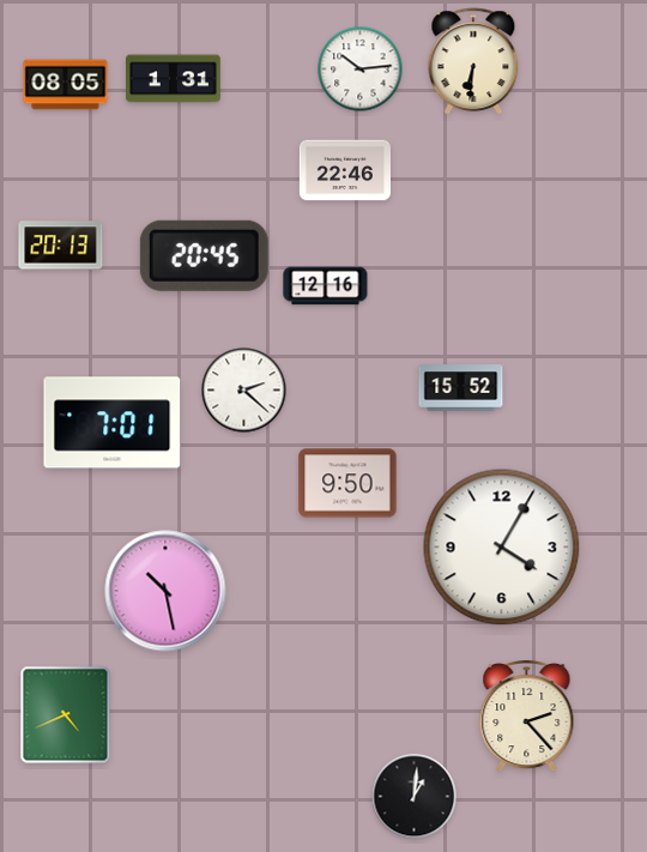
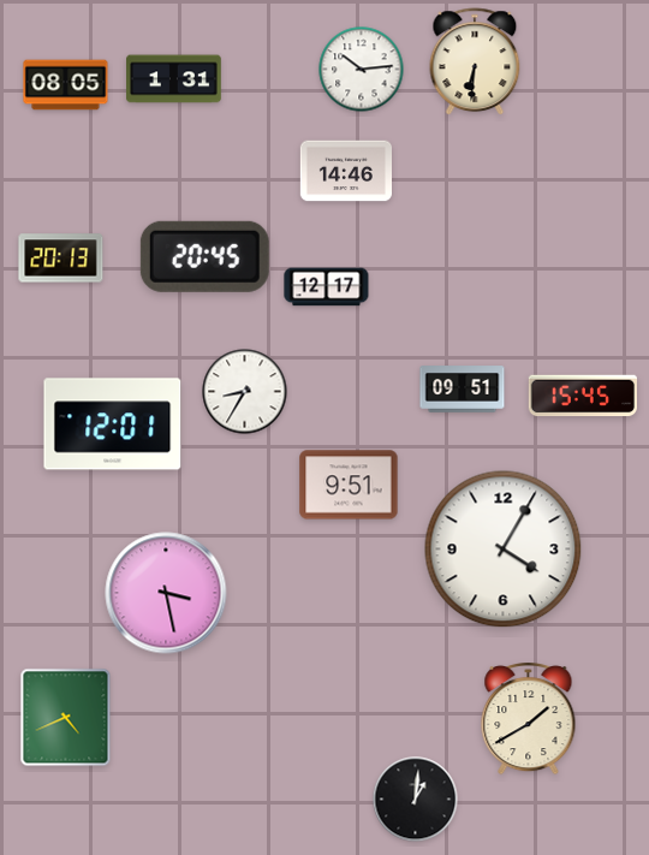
clock at (344, 170): 22:46 -> 14:46
clock at (61, 246) position: (61, 246) -> (61, 259)
clock at (326, 286): 12:16 -> 12:17
clock at (461, 388): 15:52 -> 09:51
clock at (244, 391): 2:22 -> 8:35
clock at (582, 396): none -> 15:45
clock at (113, 423): 7:01 -> 12:01
clock at (347, 483): 9:50 -> 9:51
clock at (165, 591): 10:28 -> 3:28
clock at (527, 717): 2:23 -> 1:40
